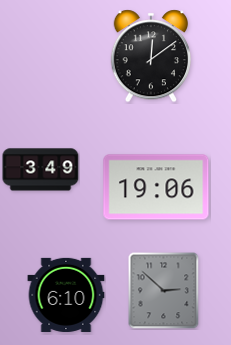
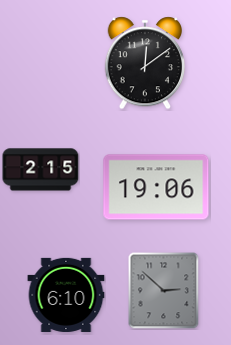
clock at (150, 56) position: (150, 56) -> (144, 63)
clock at (41, 170): 3:49 -> 2:15
